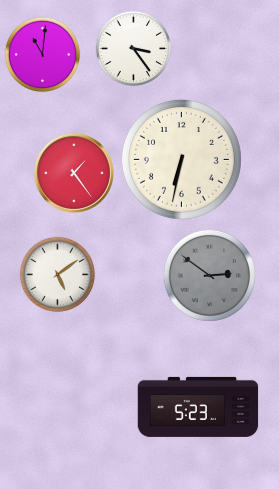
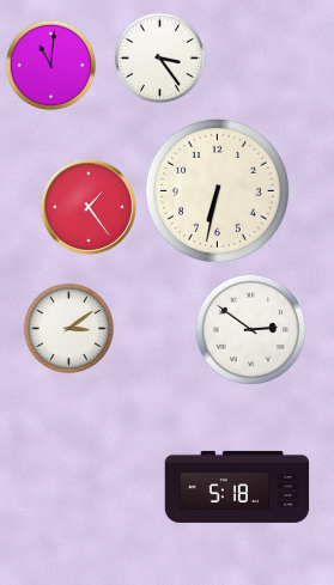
clock at (58, 275): 5:09 -> 3:09
clock at (209, 275) dial: grey -> white
clock at (198, 407): 5:23 -> 5:18
